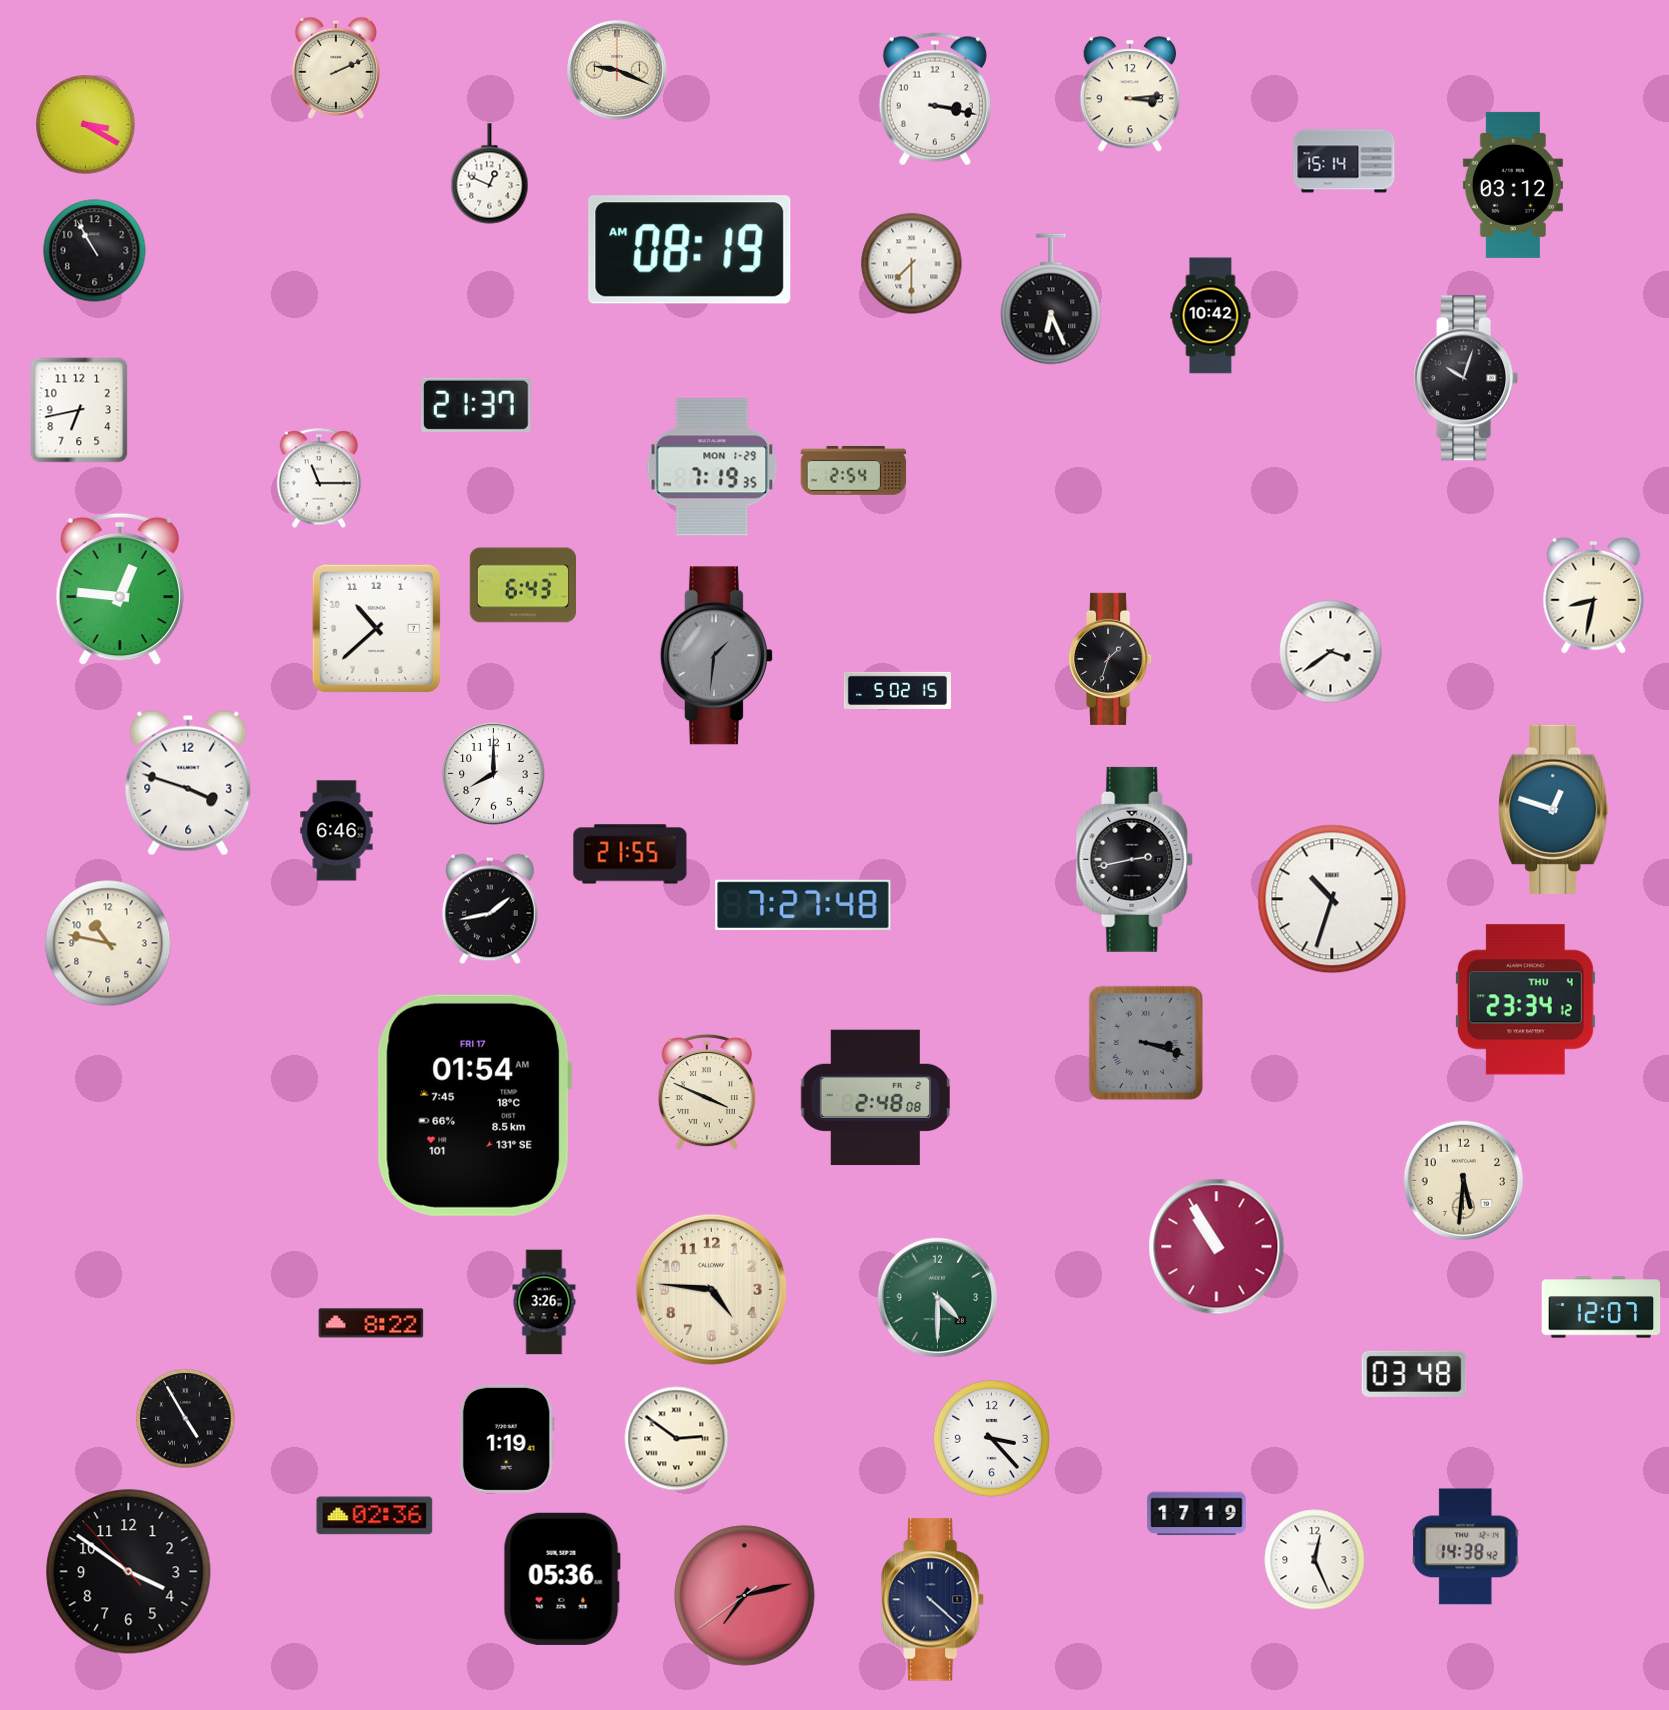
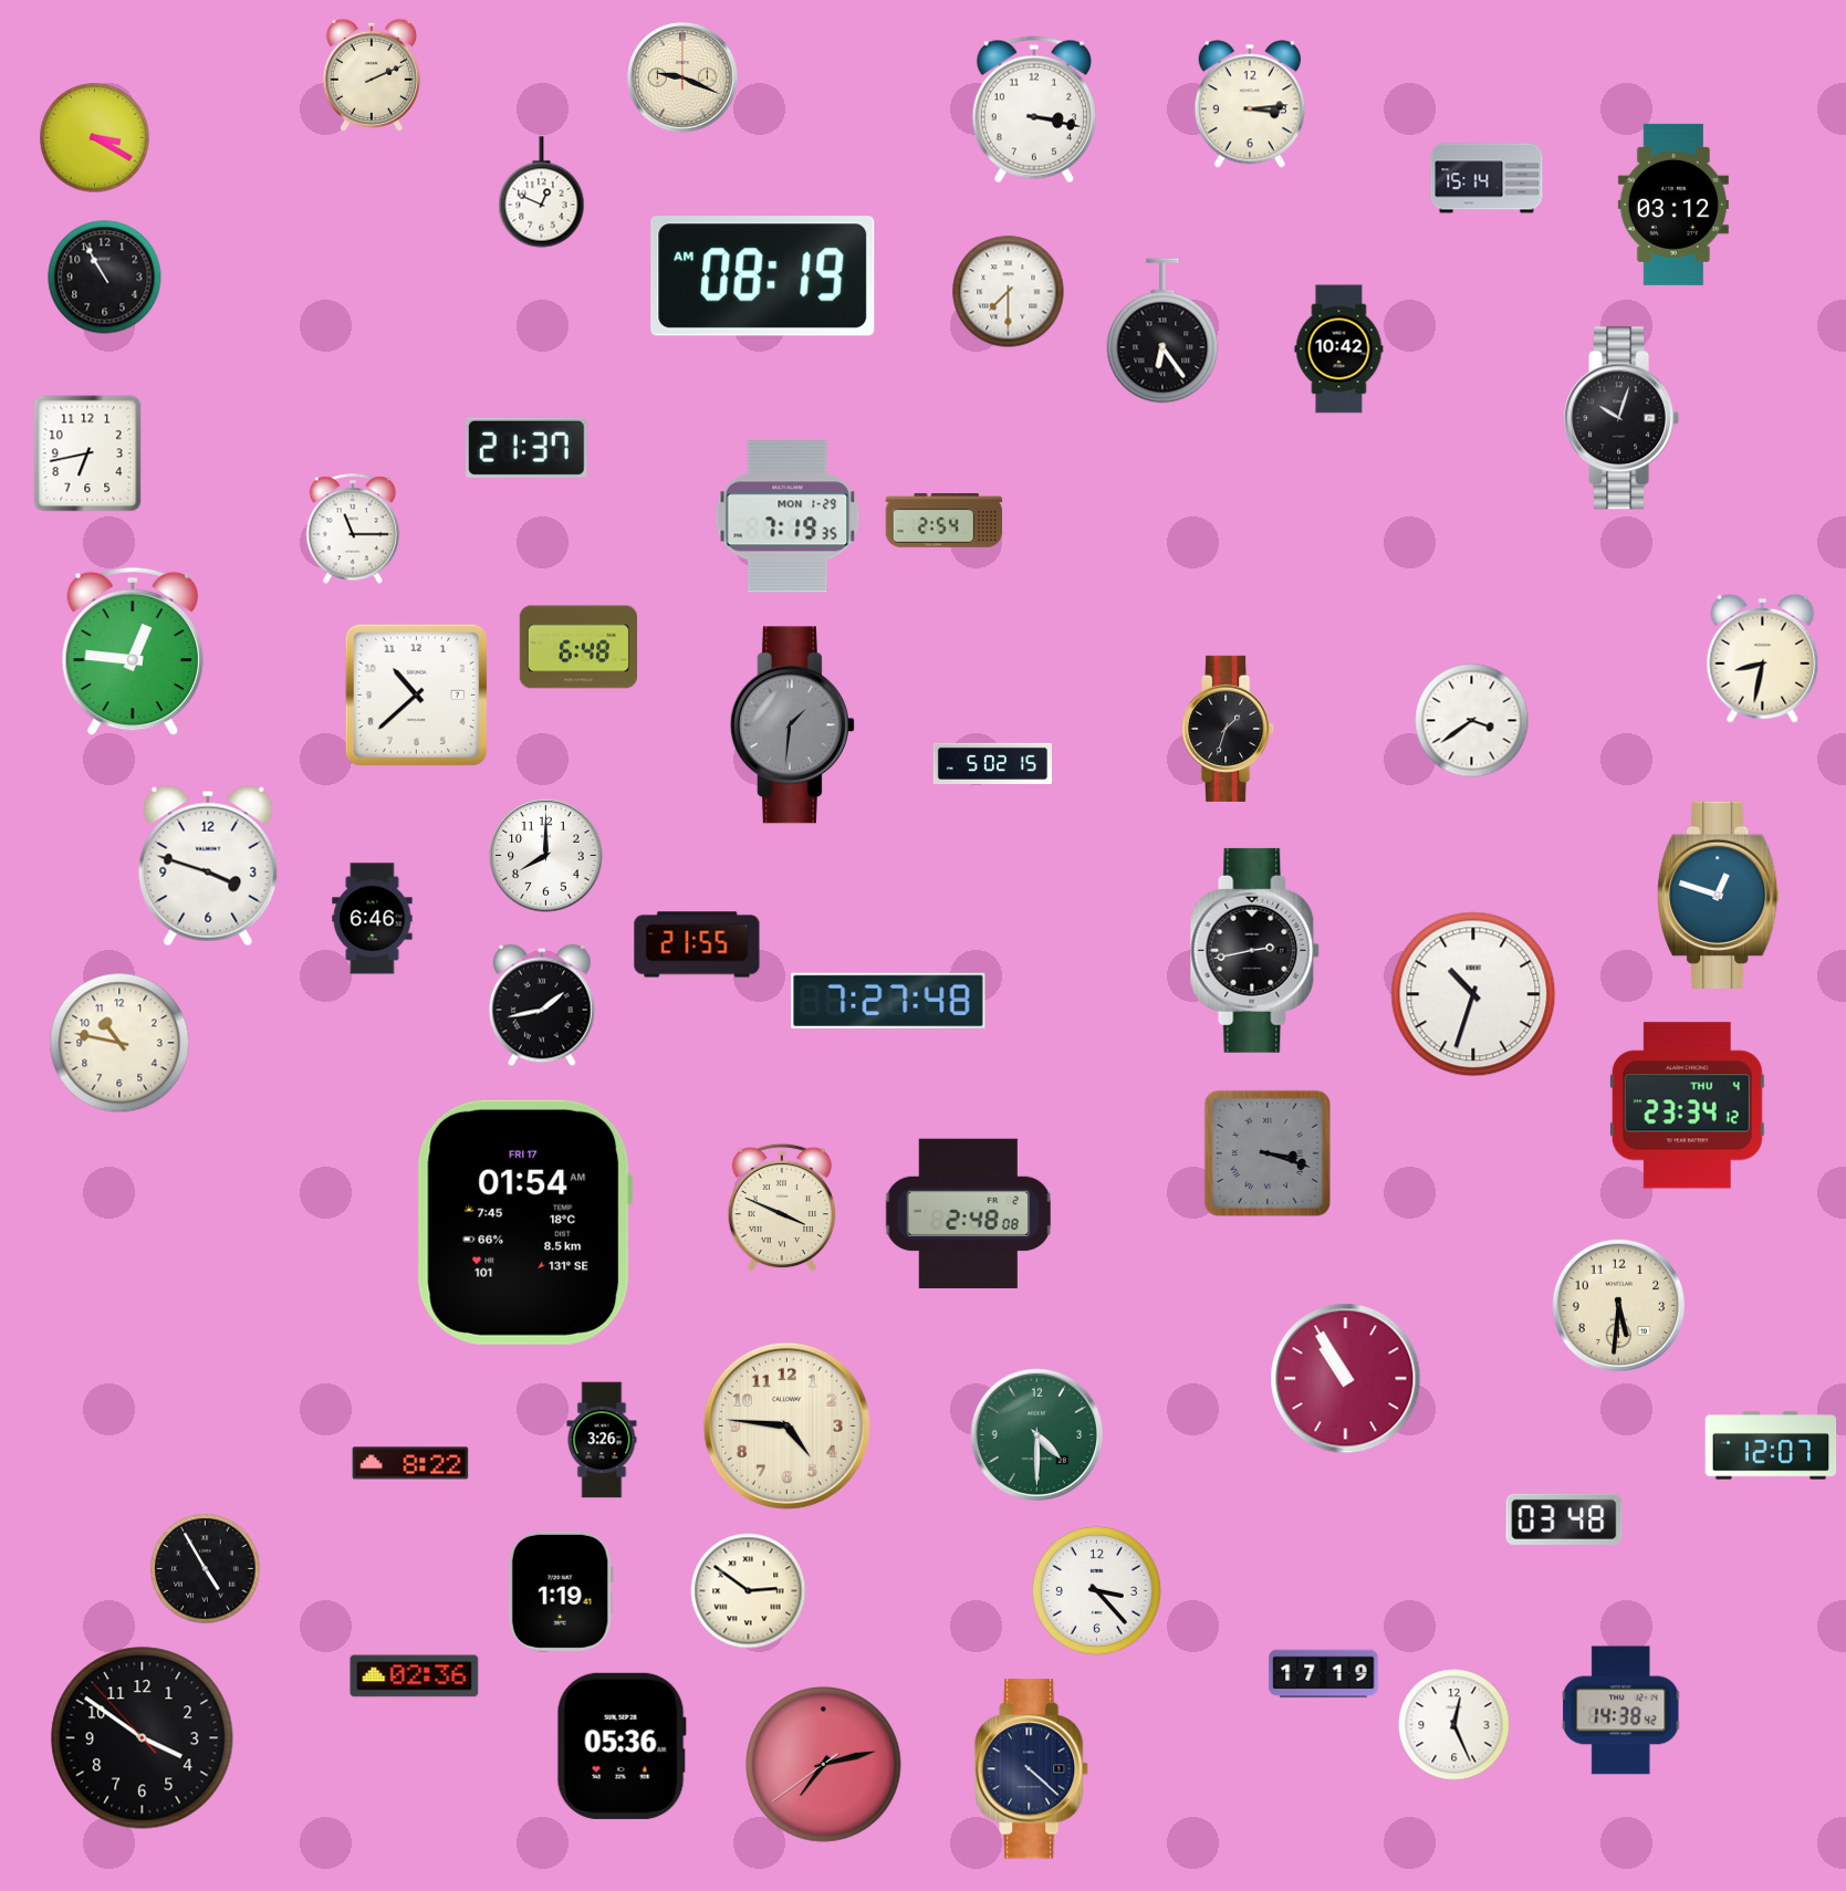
clock at (1051, 299): 6:26 -> 6:24
clock at (522, 585): 6:43 -> 6:48
